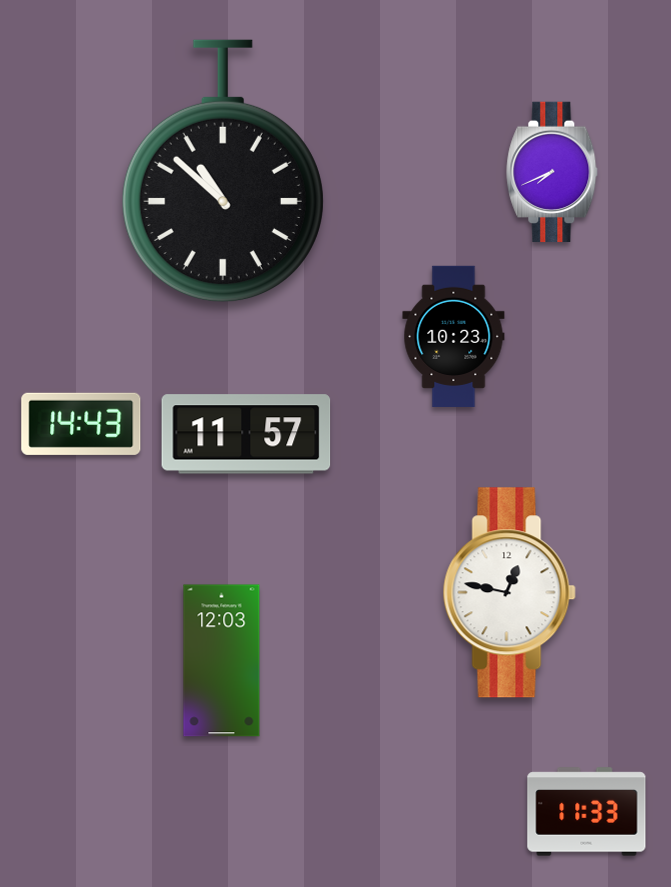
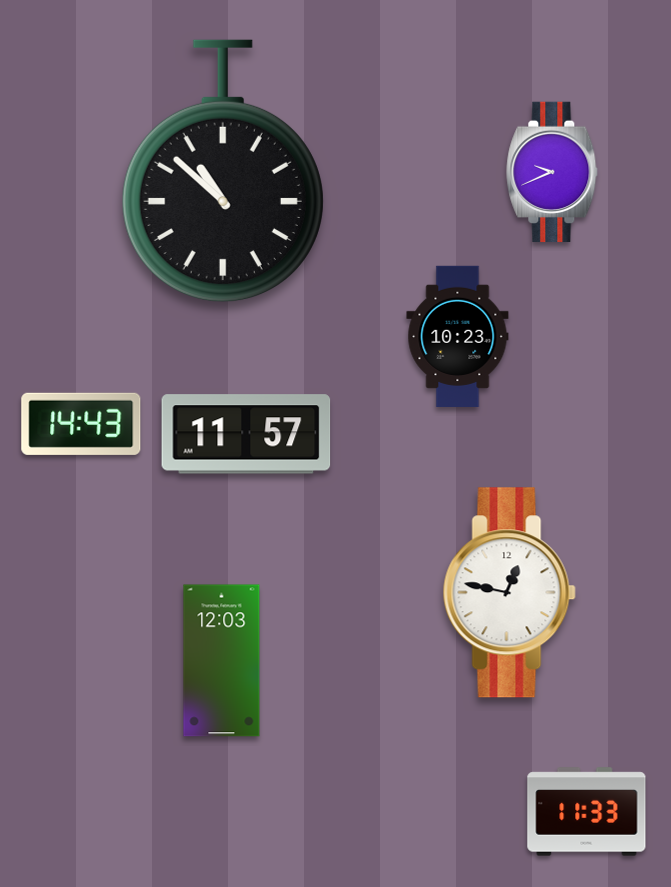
clock at (552, 172): 7:41 -> 9:41
clock at (454, 336) position: (454, 336) -> (458, 336)
